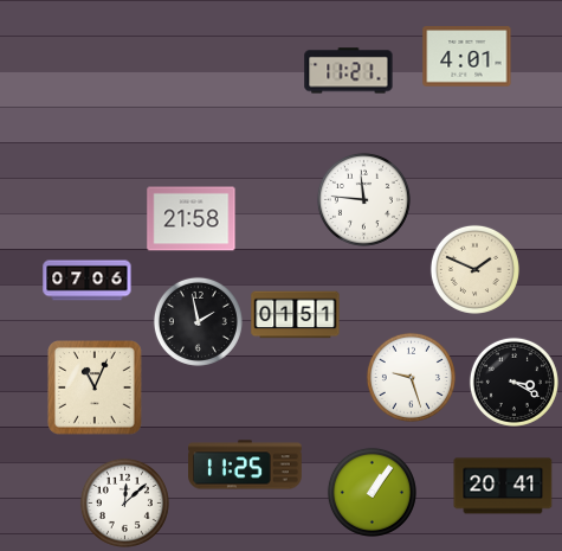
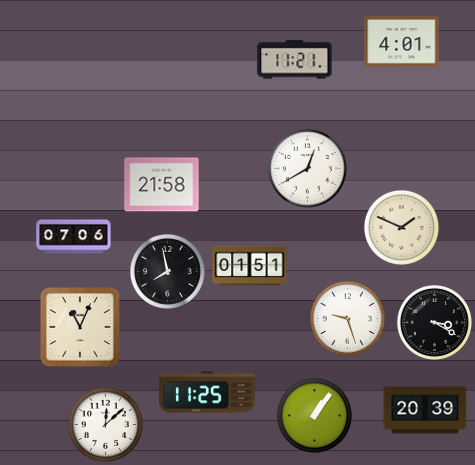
clock at (467, 57) position: (467, 57) -> (402, 42)
clock at (363, 199): 11:46 -> 12:40
clock at (198, 321): 1:58 -> 7:58
clock at (503, 486): 20:41 -> 20:39
